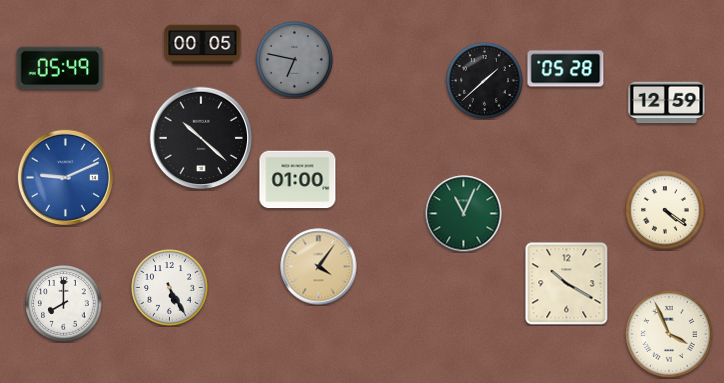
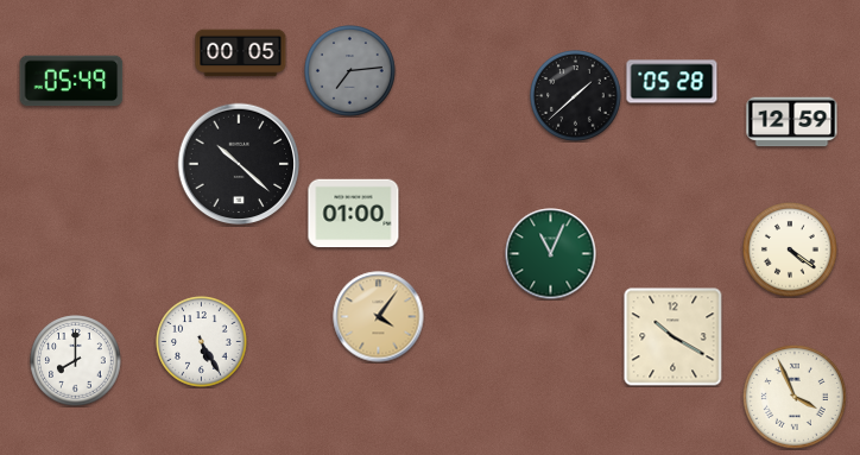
clock at (295, 60): 6:47 -> 7:14
clock at (65, 177): 9:11 -> none
